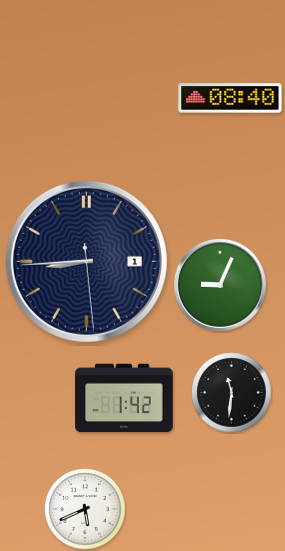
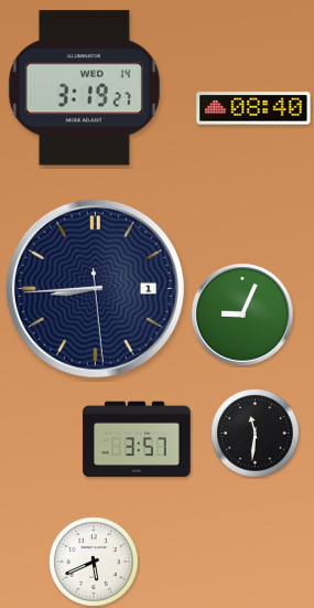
clock at (84, 88): none -> 3:19
clock at (124, 398): 1:42 -> 3:57
